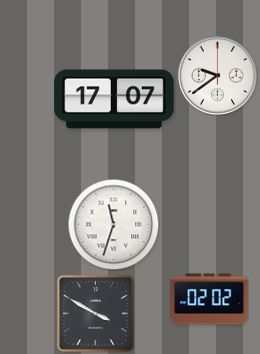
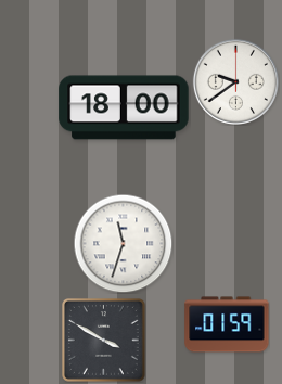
clock at (114, 99): 17:07 -> 18:00
clock at (209, 299): 02:02 -> 01:59
